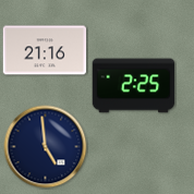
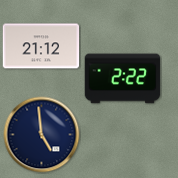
clock at (45, 50): 21:16 -> 21:12
clock at (134, 86): 2:25 -> 2:22
